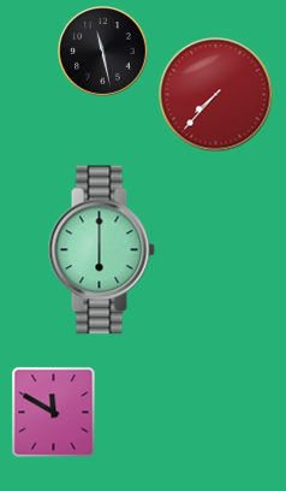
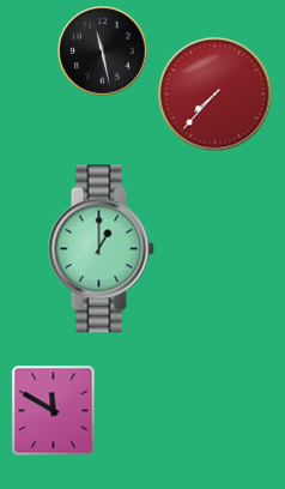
clock at (101, 250): 6:00 -> 1:00
